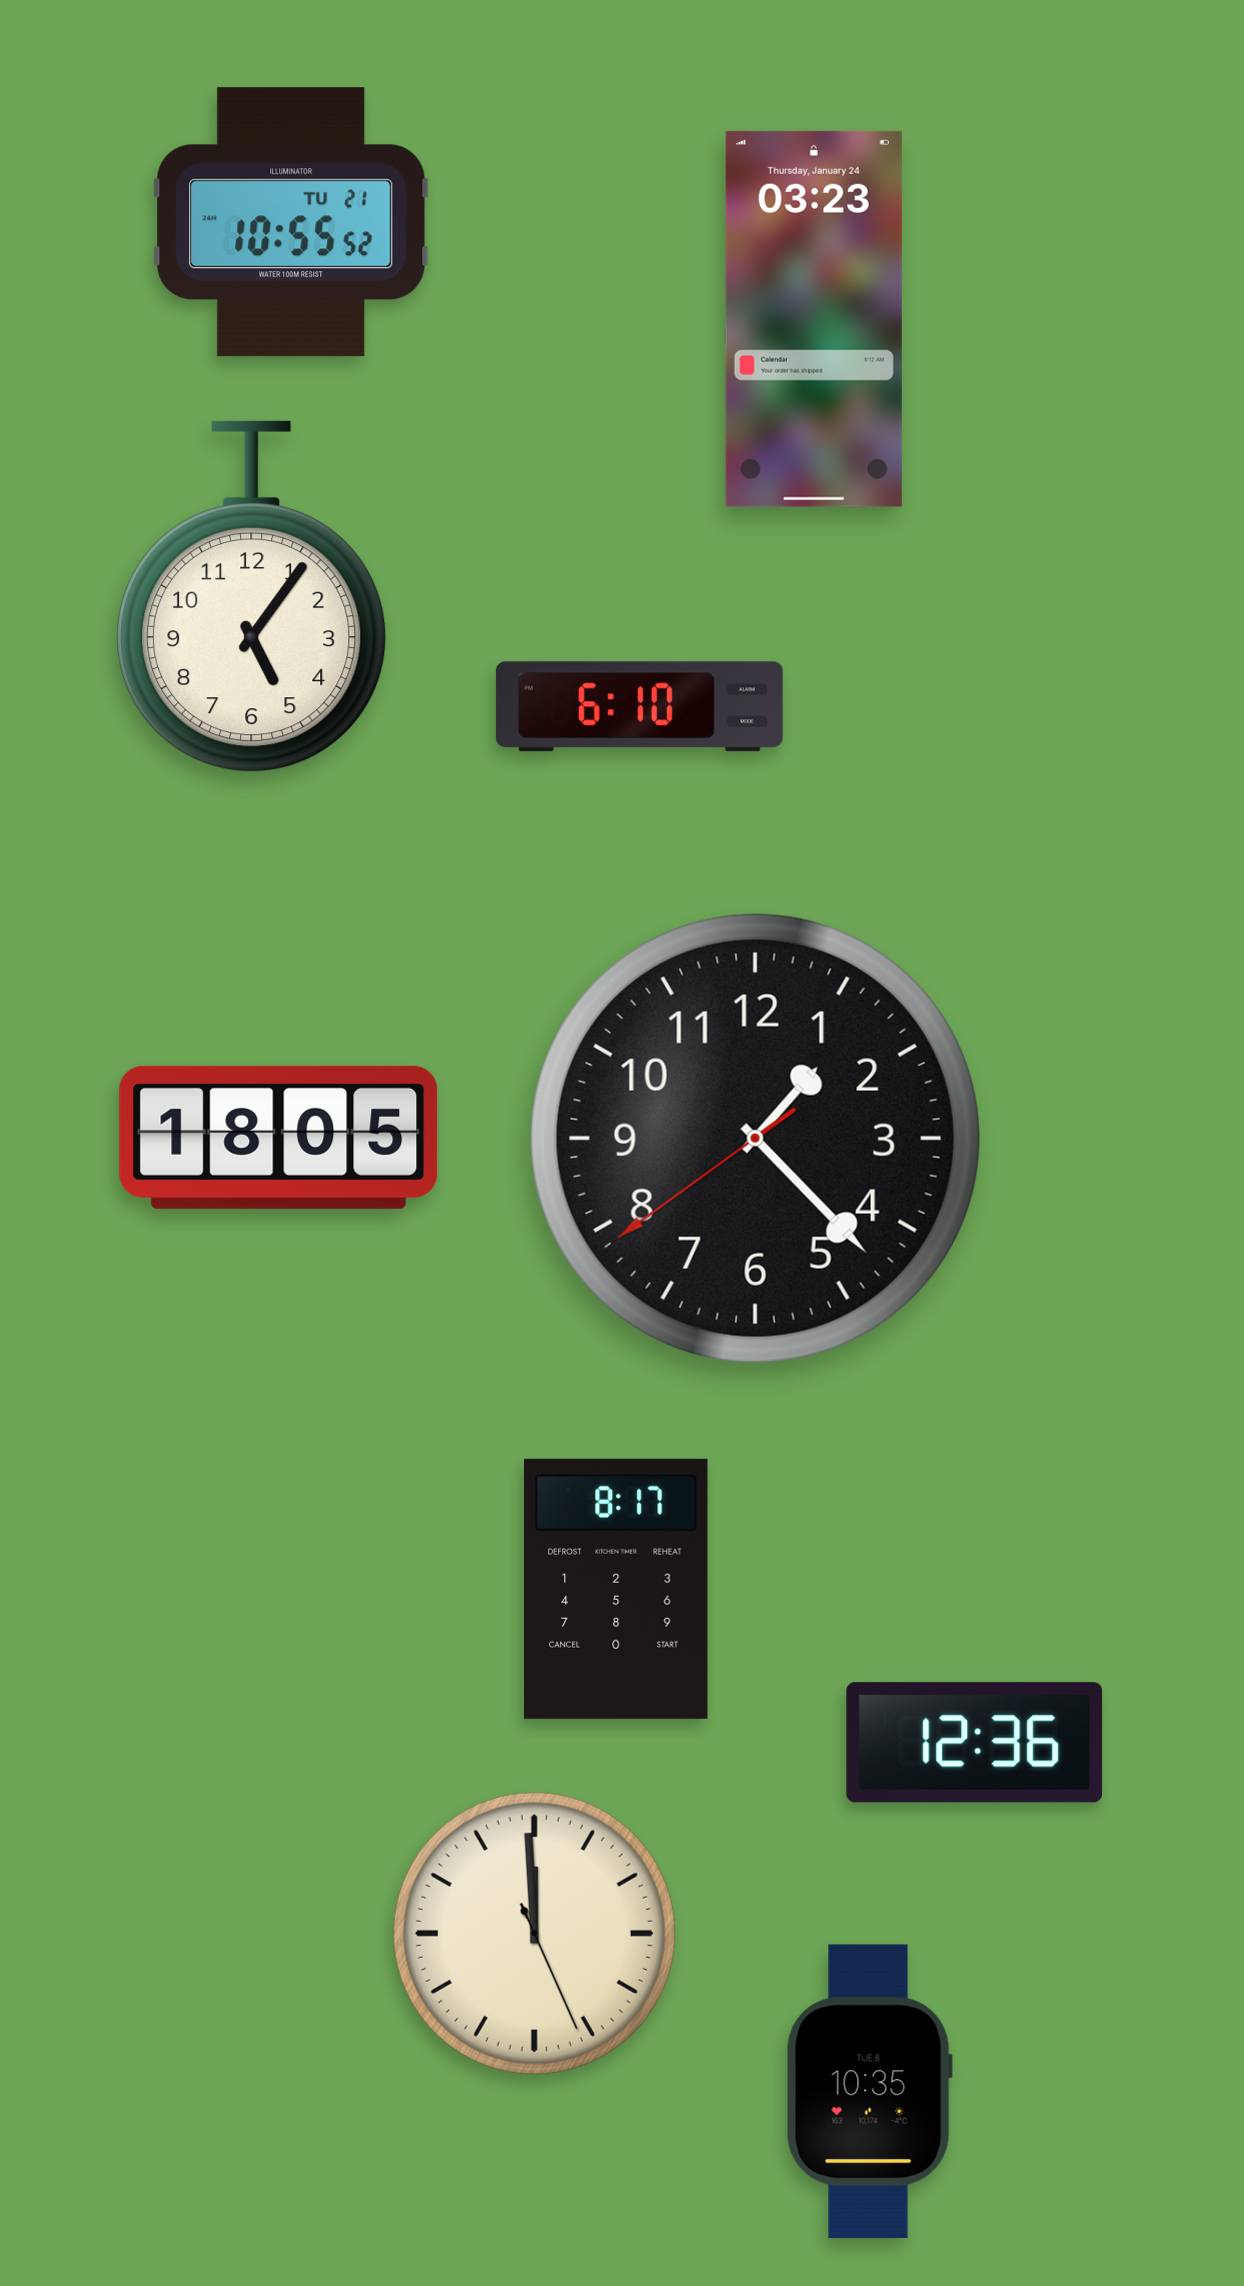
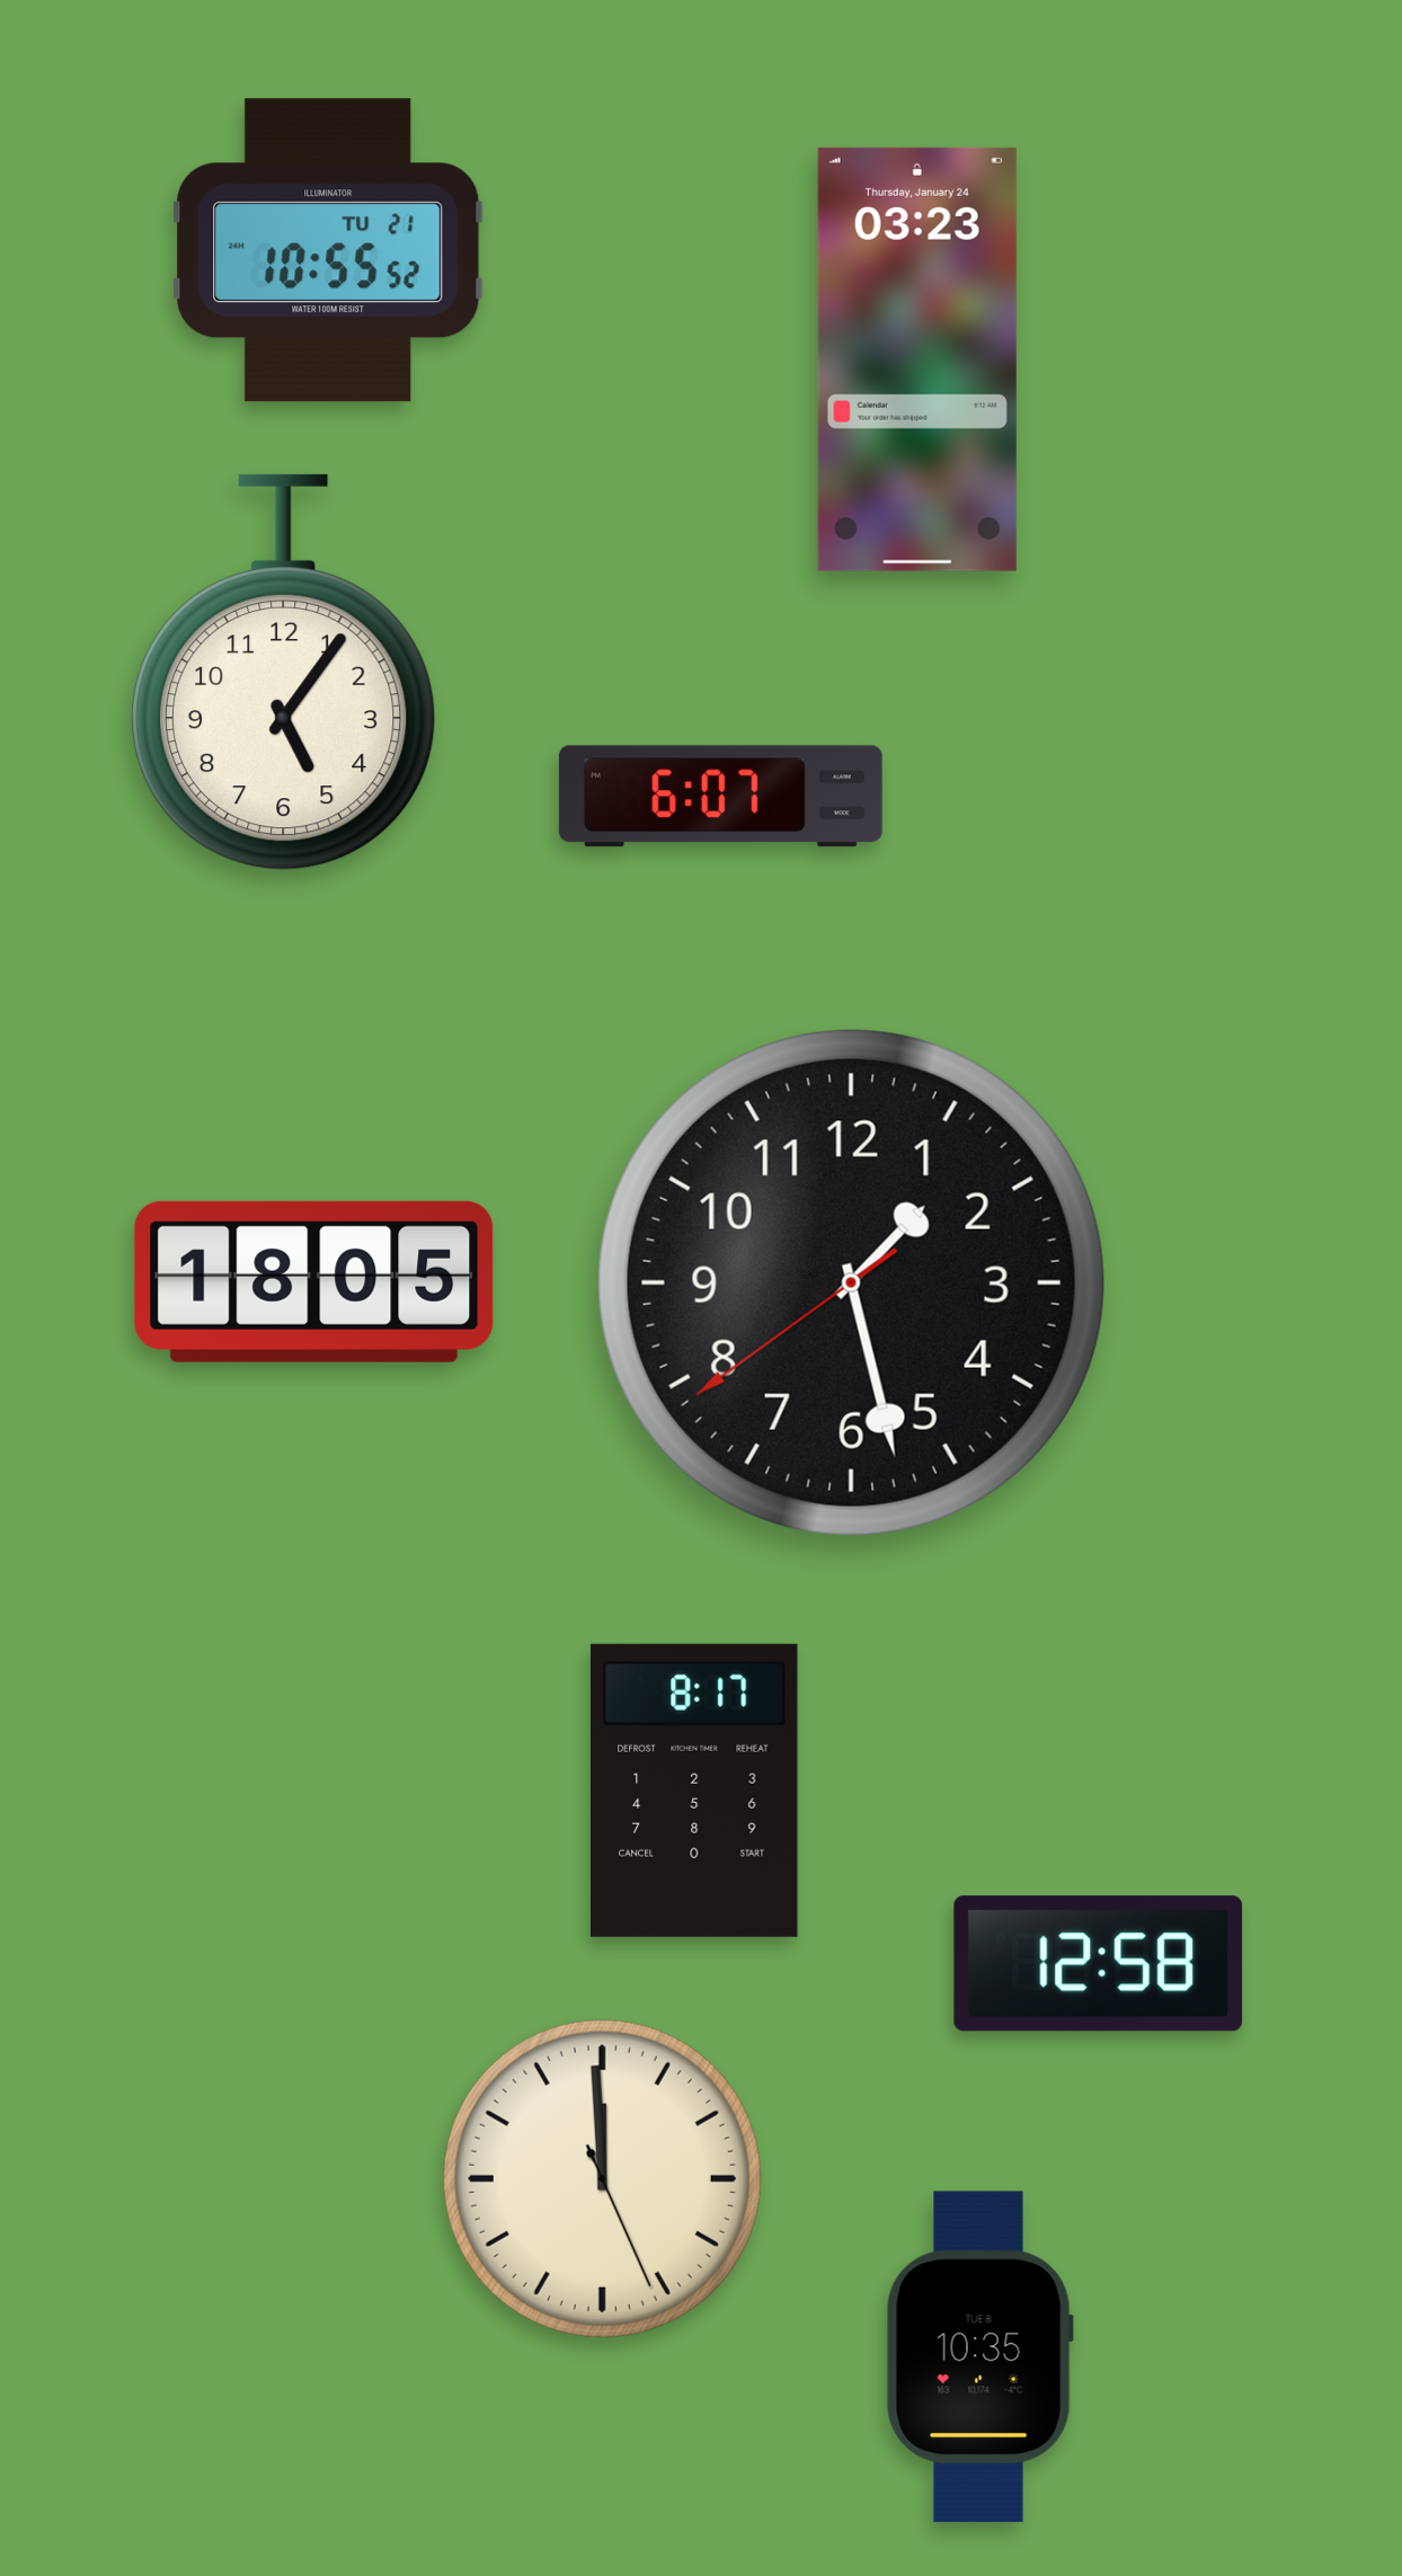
clock at (639, 707): 6:10 -> 6:07
clock at (755, 1138): 1:22 -> 1:27
clock at (975, 1743): 12:36 -> 12:58
